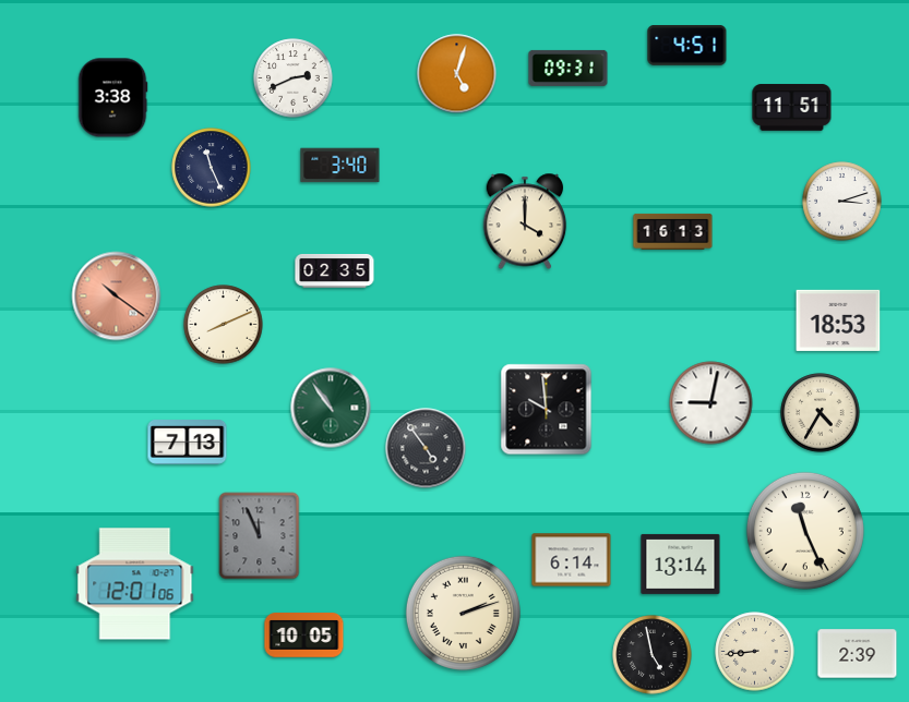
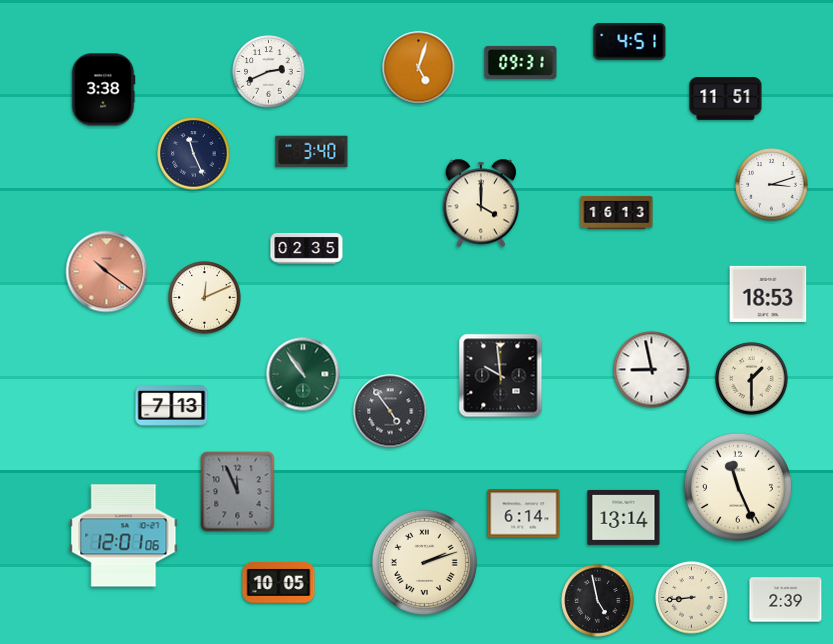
clock at (224, 325): 8:11 -> 12:11
clock at (711, 403): 9:02 -> 8:58
clock at (821, 413): 4:35 -> 1:30
